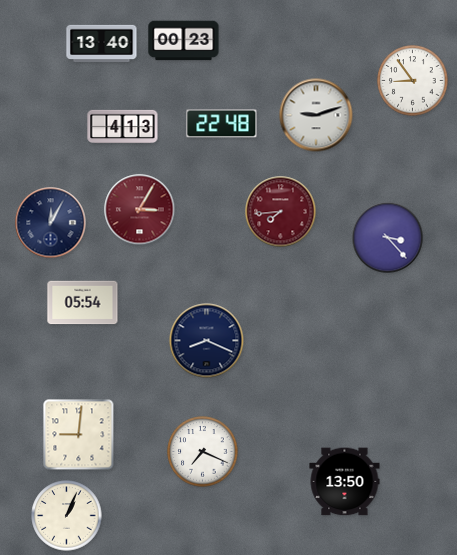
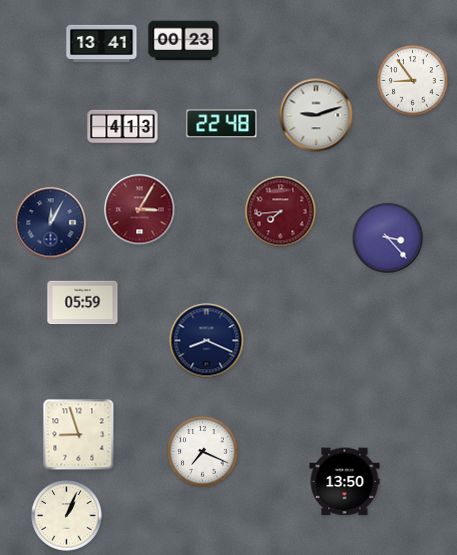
clock at (102, 43): 13:40 -> 13:41
clock at (83, 303): 05:54 -> 05:59
clock at (79, 435): 9:01 -> 8:57
